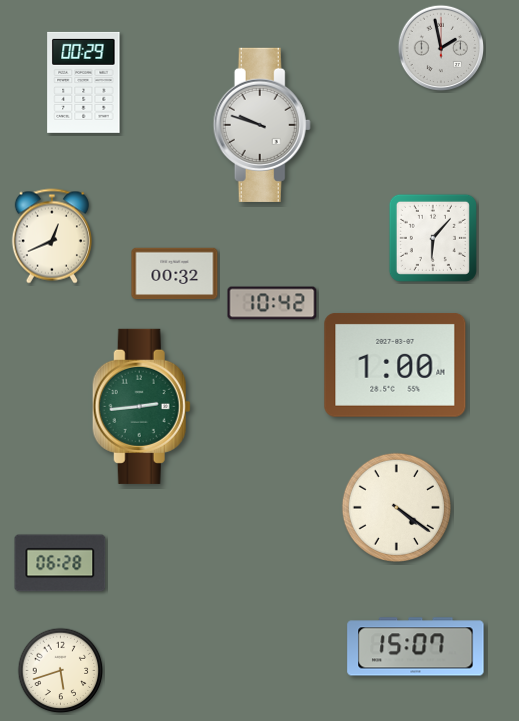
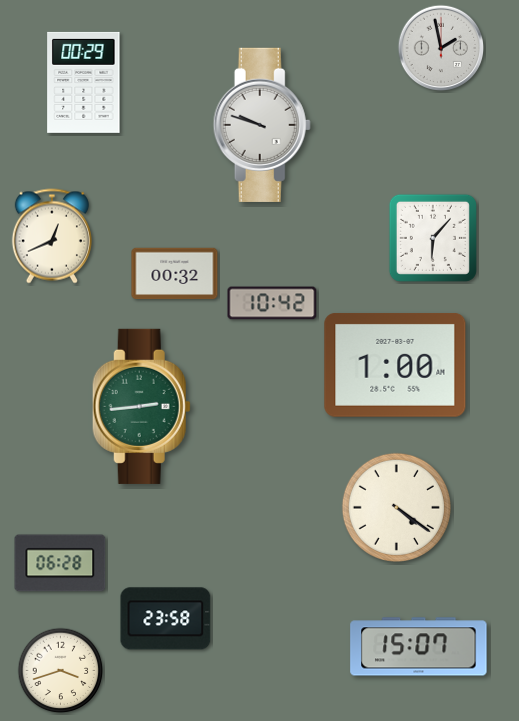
clock at (166, 619): none -> 23:58
clock at (416, 647) position: (416, 647) -> (419, 647)
clock at (61, 671): 5:42 -> 3:42
